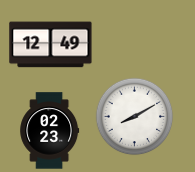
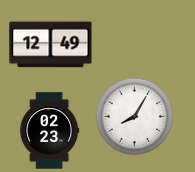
clock at (134, 116): 8:10 -> 8:05
